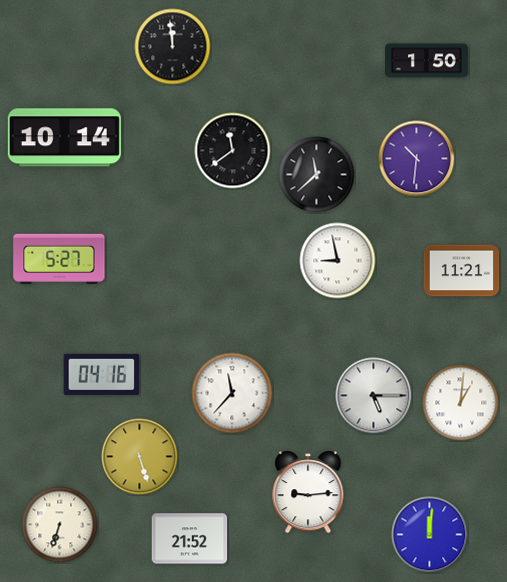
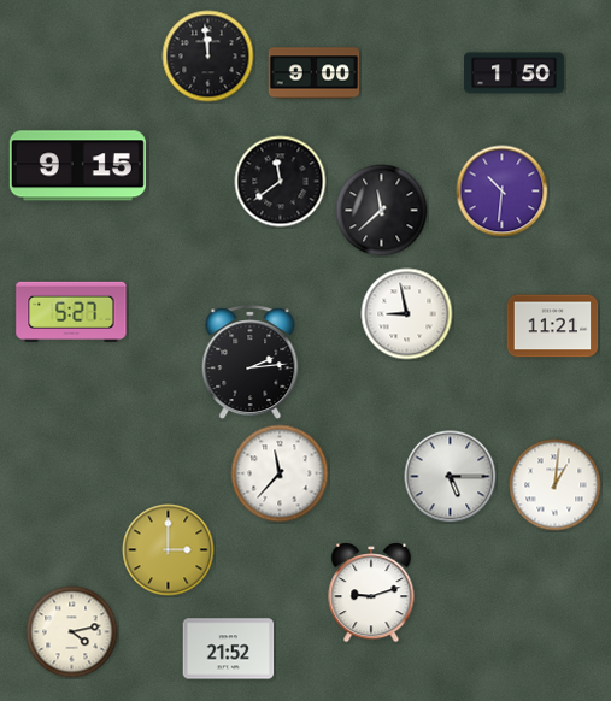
clock at (315, 73): none -> 9:00
clock at (64, 138): 10:14 -> 9:15
clock at (462, 271) position: (462, 271) -> (553, 326)
clock at (251, 363): none -> 2:14
clock at (102, 374): 04:16 -> none
clock at (140, 457): 5:27 -> 3:00
clock at (308, 492): 9:14 -> 9:12
clock at (60, 525): 6:33 -> 4:13
clock at (430, 535): 12:01 -> none
